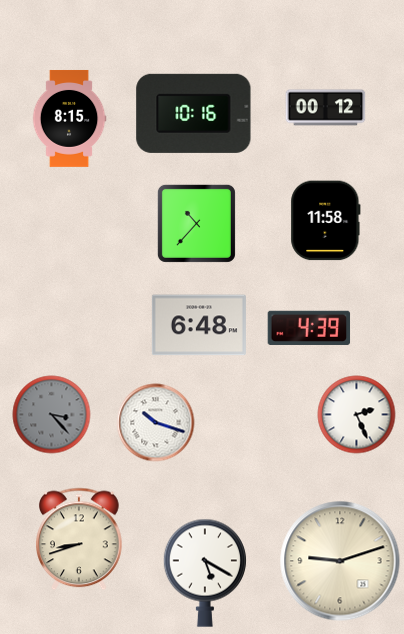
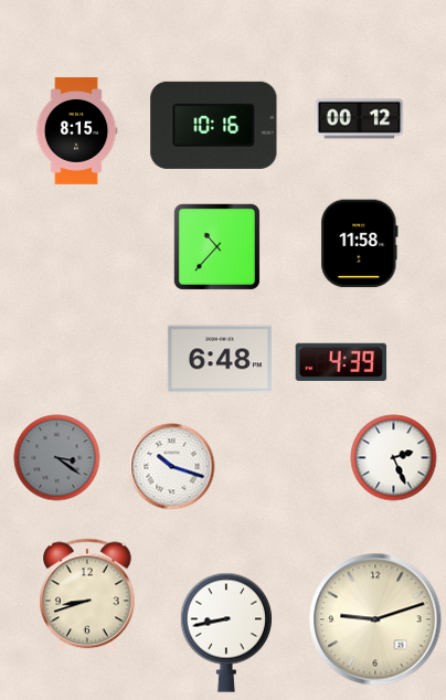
clock at (51, 414): 3:23 -> 3:21
clock at (205, 573): 5:20 -> 8:43
